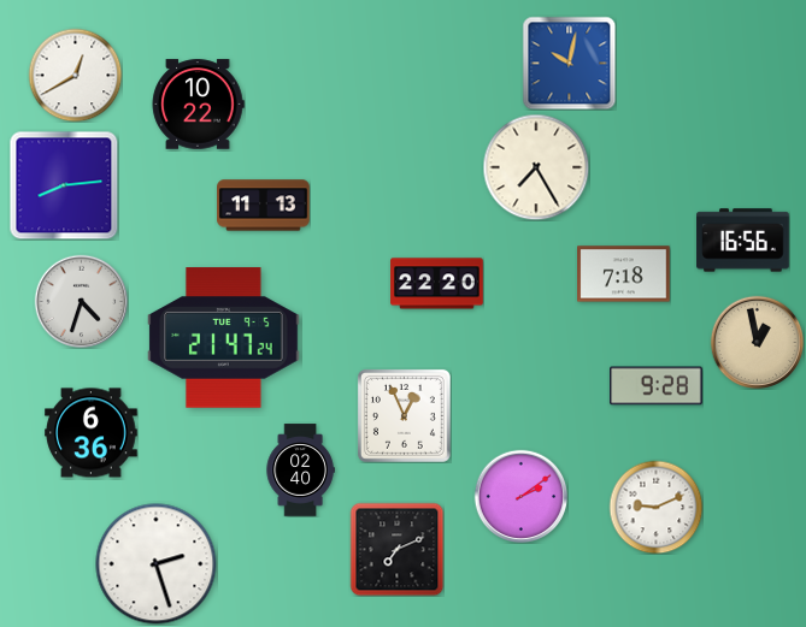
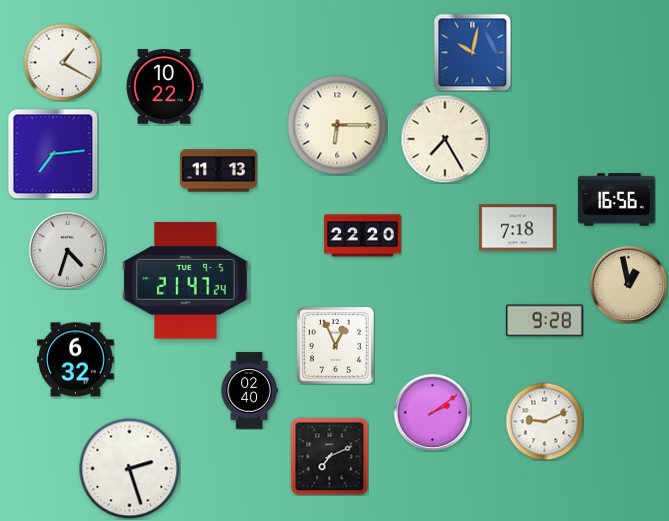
clock at (75, 75): 12:40 -> 1:20
clock at (337, 125): none -> 6:15
clock at (64, 185): 8:14 -> 7:14
clock at (92, 433): 6:36 -> 6:32
